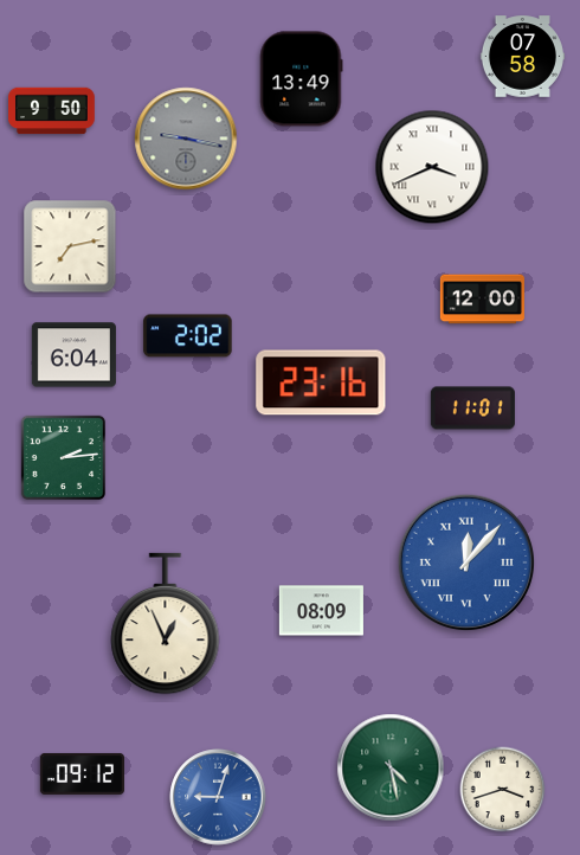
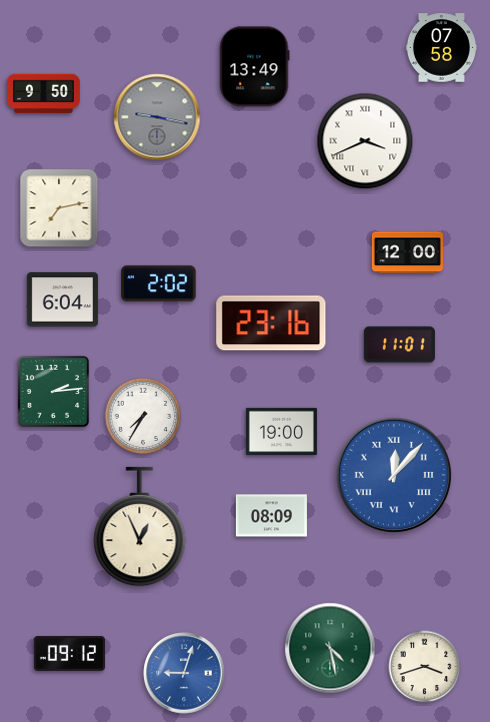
clock at (63, 457) position: (63, 457) -> (53, 391)
clock at (143, 416): none -> 7:35
clock at (281, 431): none -> 19:00
